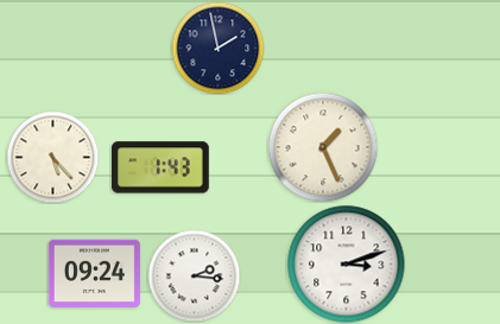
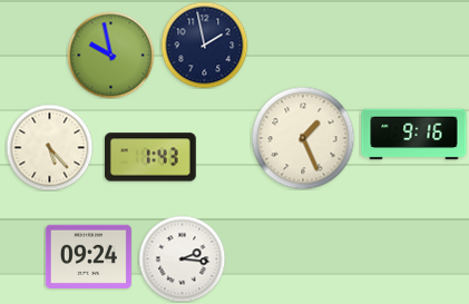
clock at (110, 55): none -> 9:58
clock at (414, 135): none -> 9:16
clock at (347, 265): 3:12 -> none
